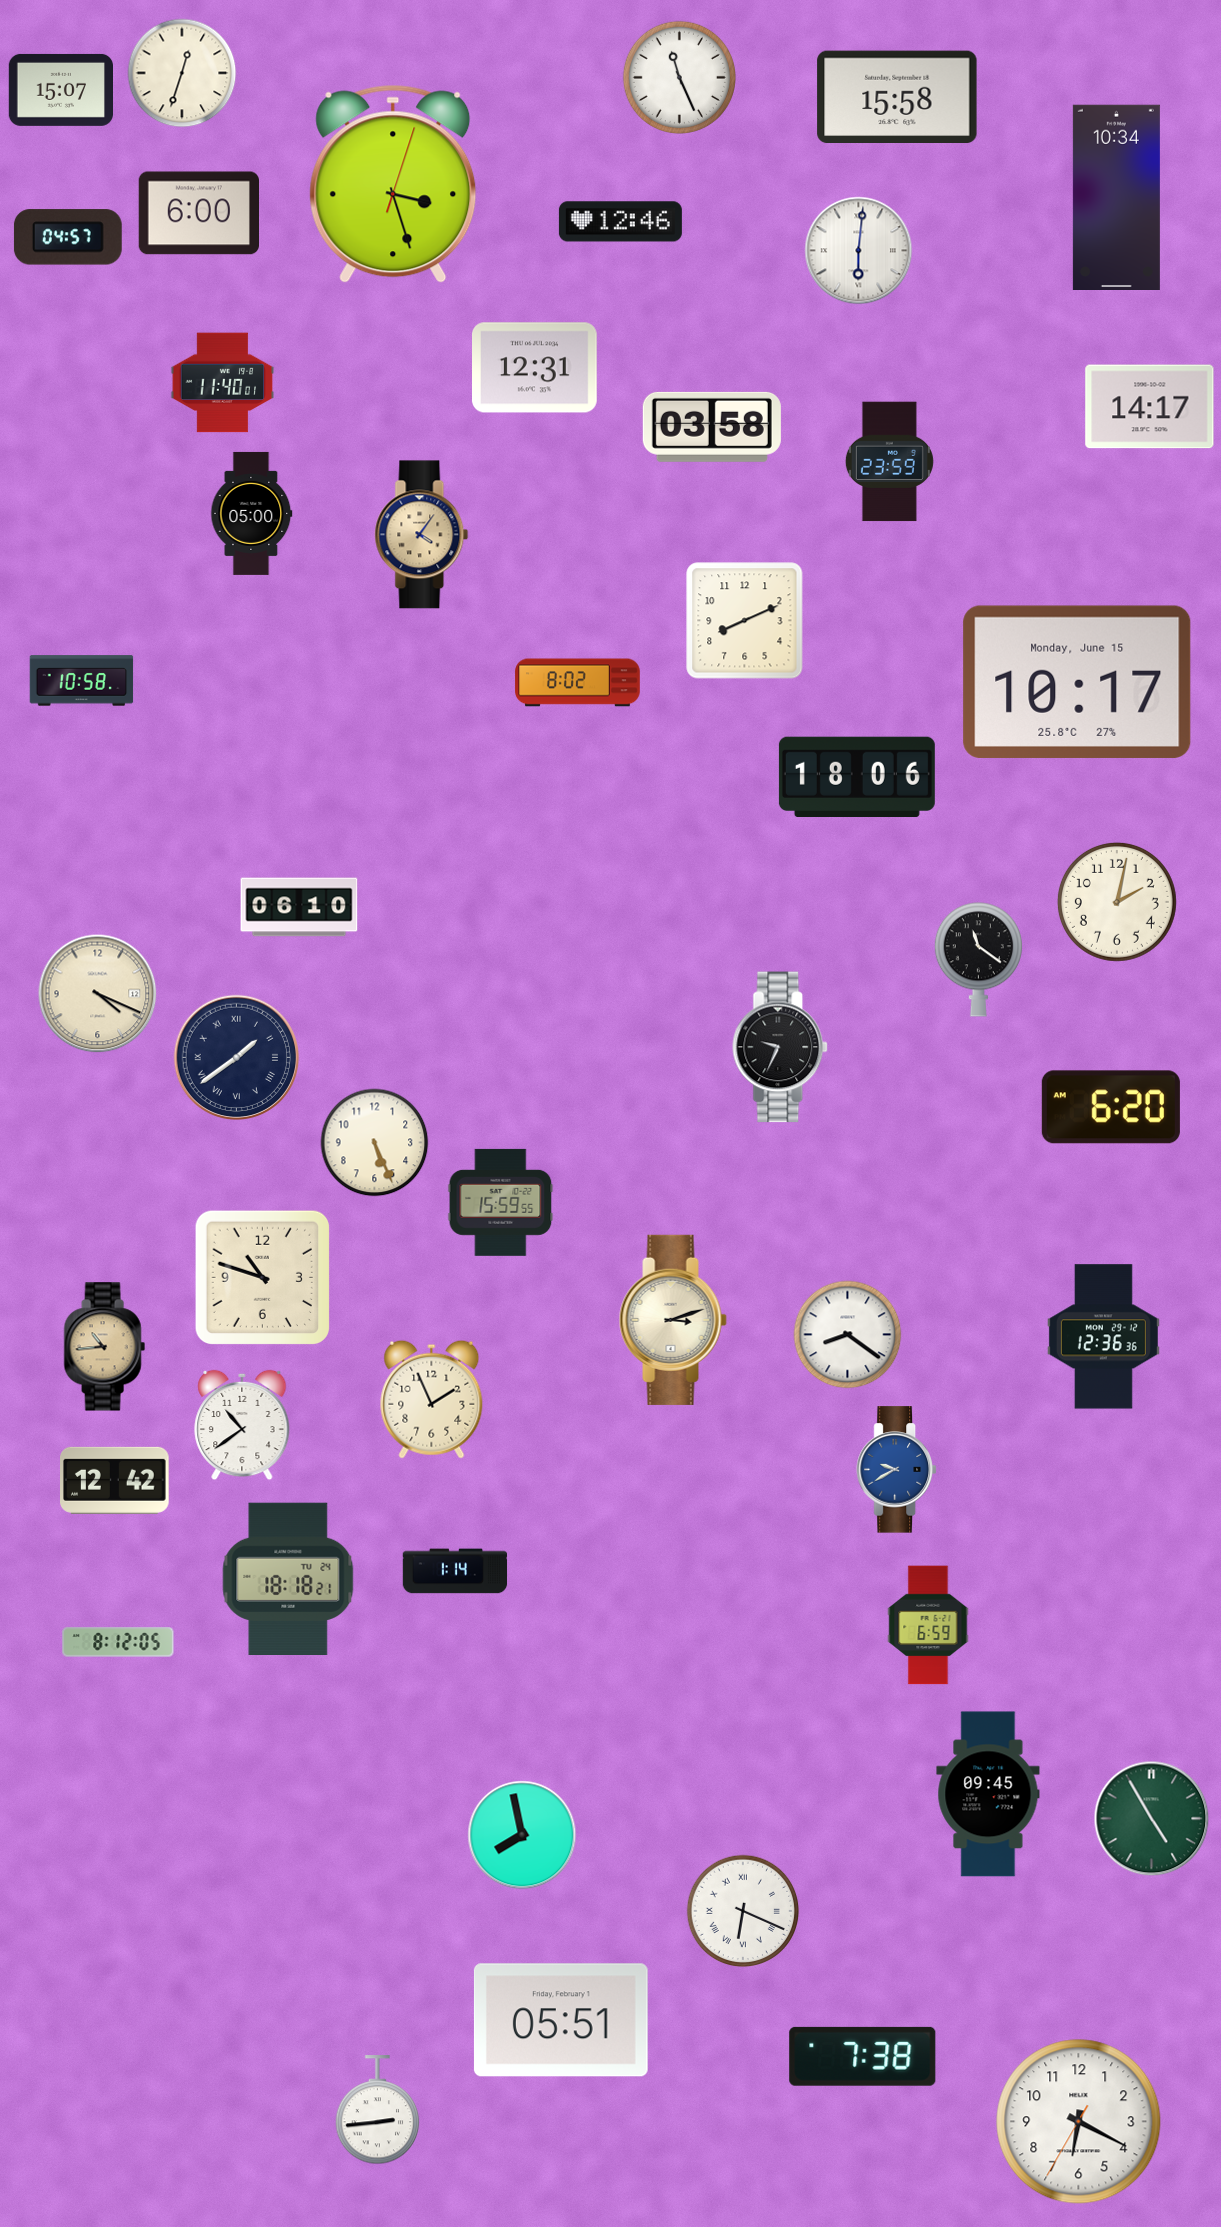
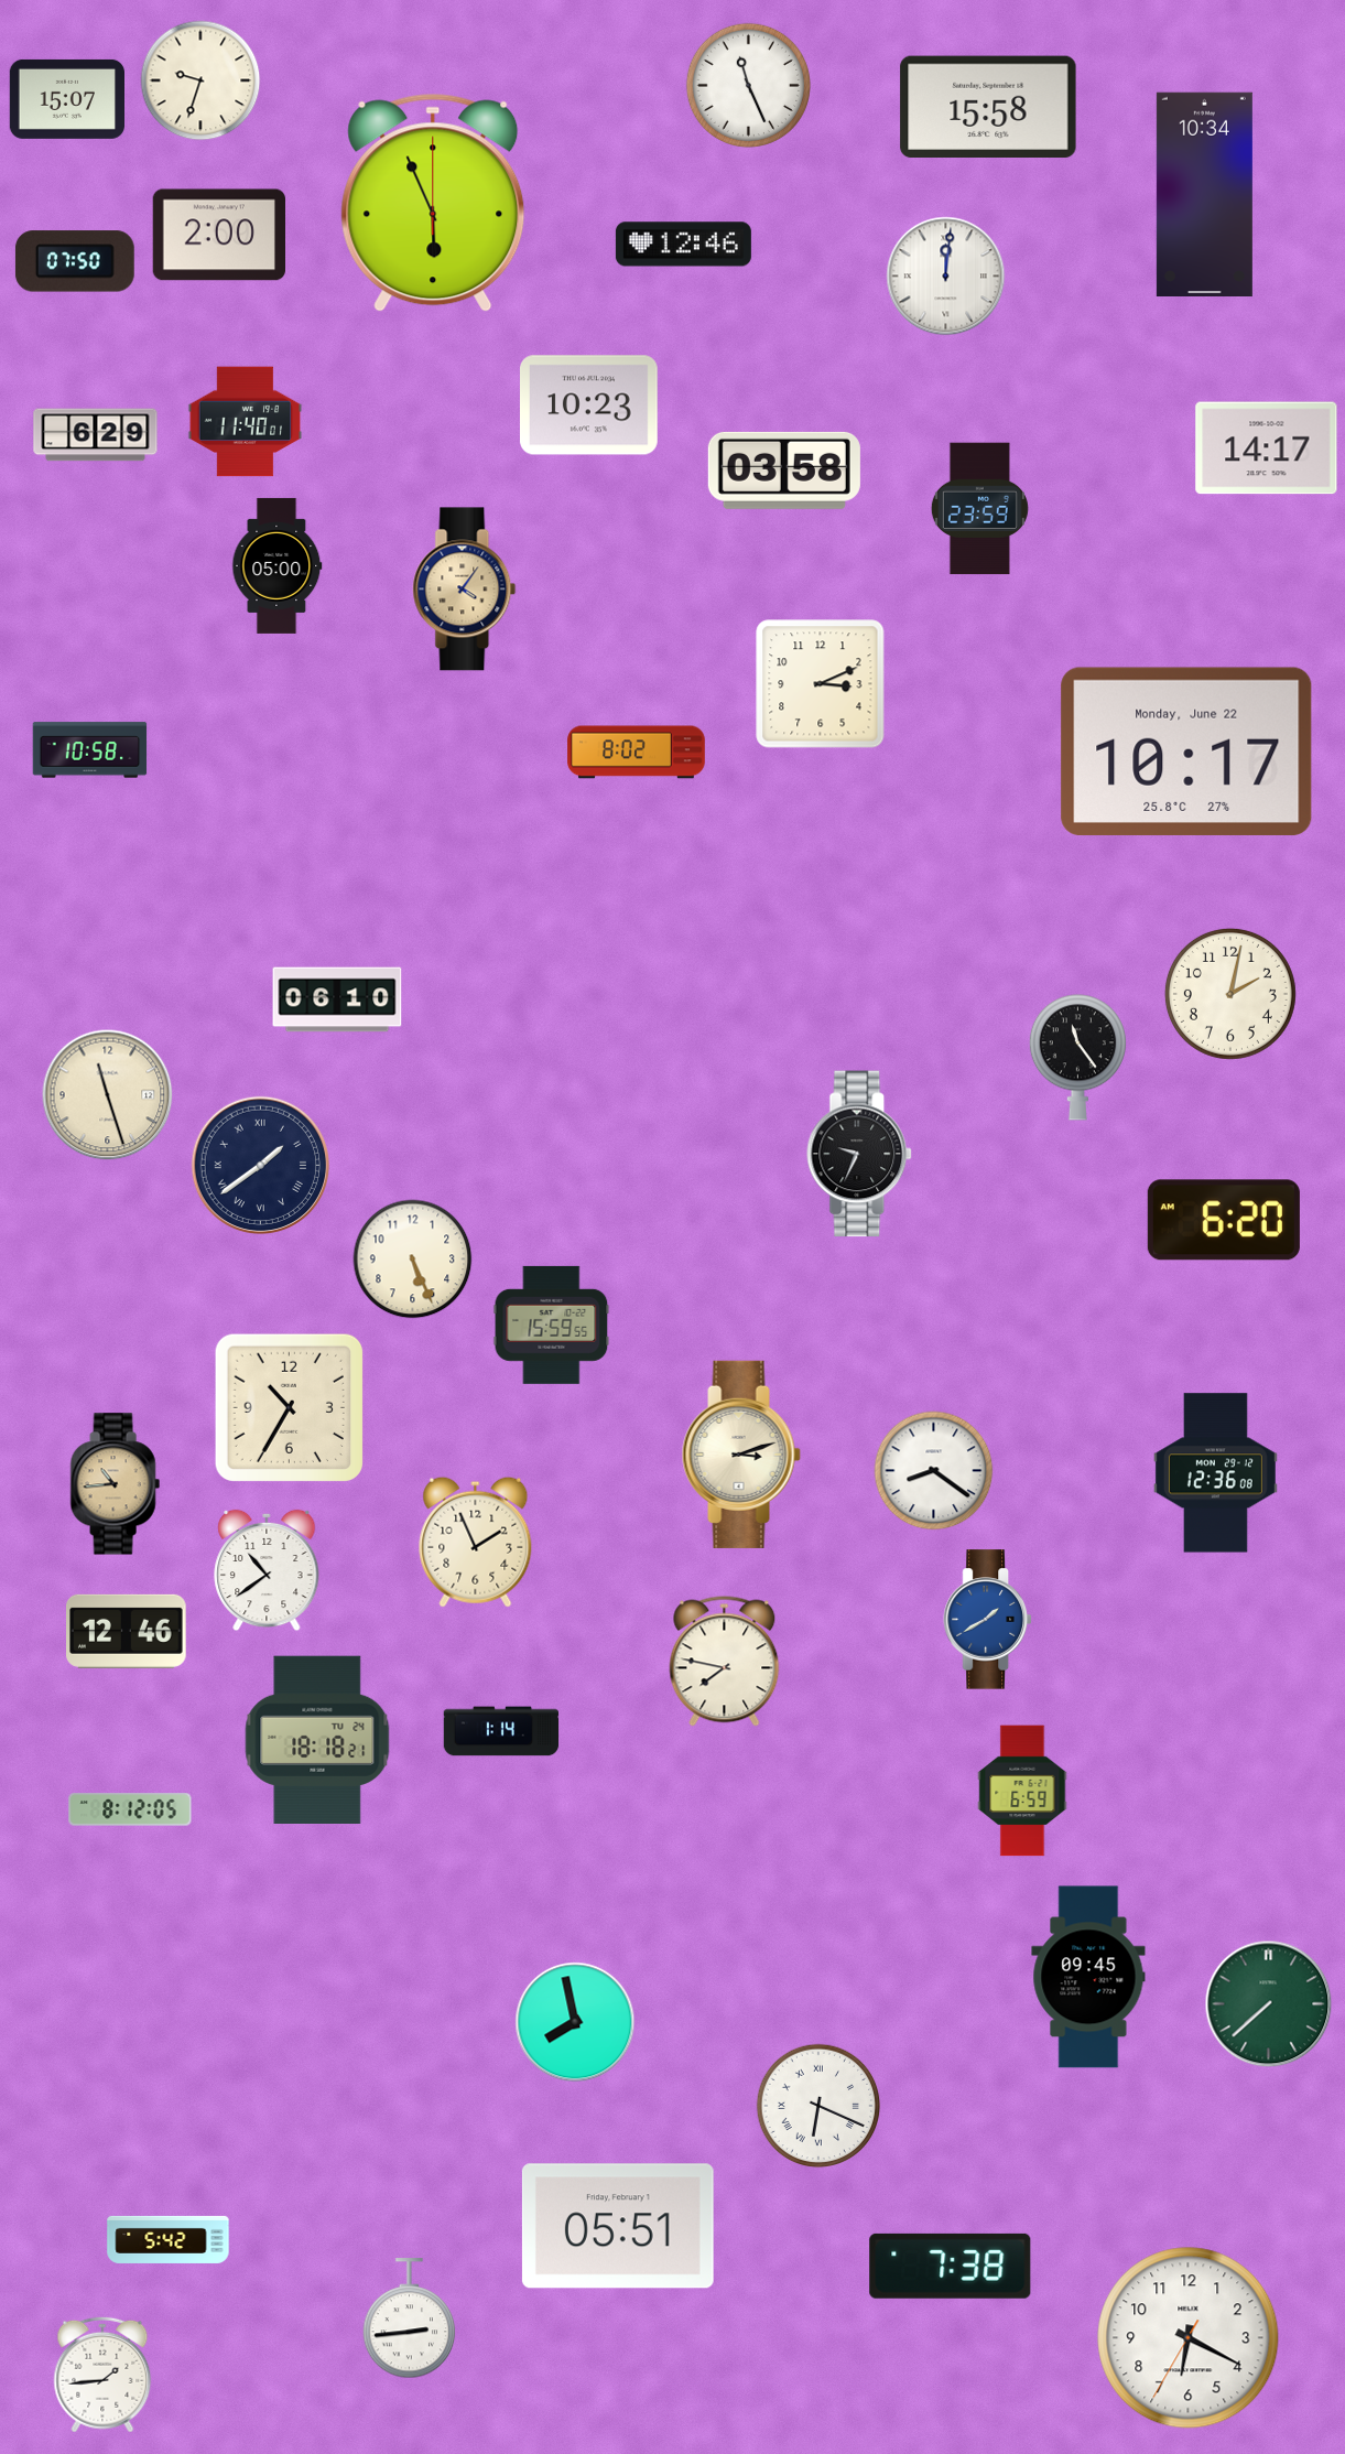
clock at (182, 73): 12:33 -> 9:33
clock at (393, 184): 3:27 -> 5:56
clock at (1116, 197) position: (1116, 197) -> (1204, 194)
clock at (198, 213): 6:00 -> 2:00
clock at (68, 237): 04:57 -> 07:50
clock at (859, 251): 6:01 -> 12:01
clock at (535, 368): 12:31 -> 10:23
clock at (96, 435): none -> 6:29
clock at (745, 621): 8:11 -> 3:11
clock at (1077, 682) date: Monday, June 15 -> Monday, June 22
clock at (857, 776): 18:06 -> none
clock at (299, 907) position: (299, 907) -> (337, 999)
clock at (978, 960): 11:21 -> 11:24
clock at (98, 994): 4:19 -> 11:27
clock at (262, 1277): 10:48 -> 10:35
clock at (1103, 1337): 12:36:36 -> 12:36:08
clock at (897, 1470): 9:40 -> 1:40
clock at (115, 1480): 12:42 -> 12:46
clock at (725, 1662): none -> 7:47
clock at (1152, 1819): 4:55 -> 7:38
clock at (169, 2239): none -> 5:42
clock at (378, 2110) position: (378, 2110) -> (410, 2318)
clock at (102, 2375): none -> 1:44
